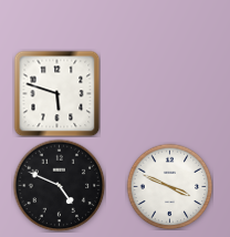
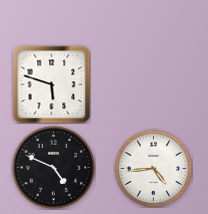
clock at (169, 186): 3:49 -> 4:44
